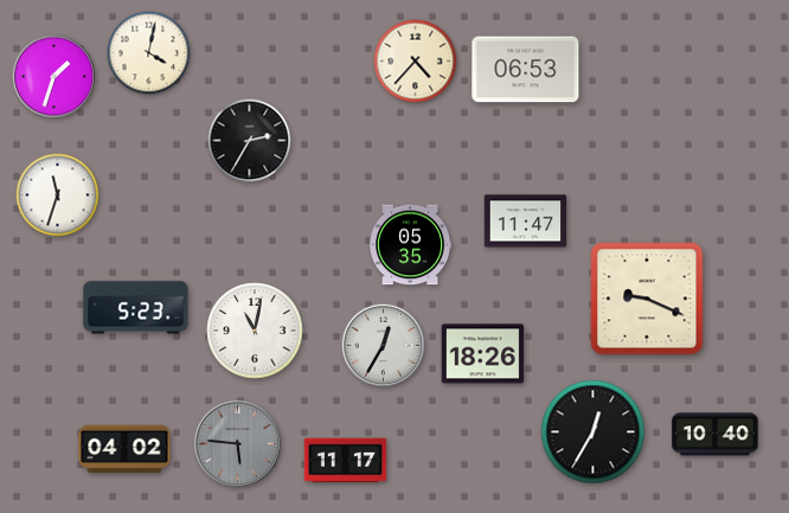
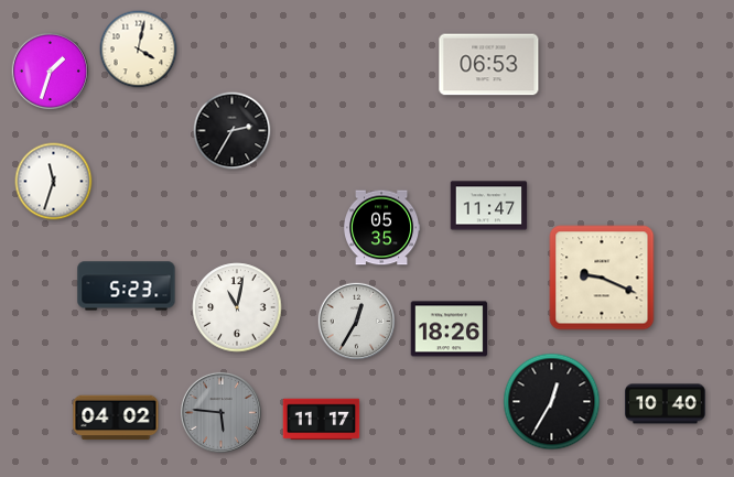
clock at (416, 62): 4:37 -> none
clock at (346, 461) position: (346, 461) -> (322, 420)
